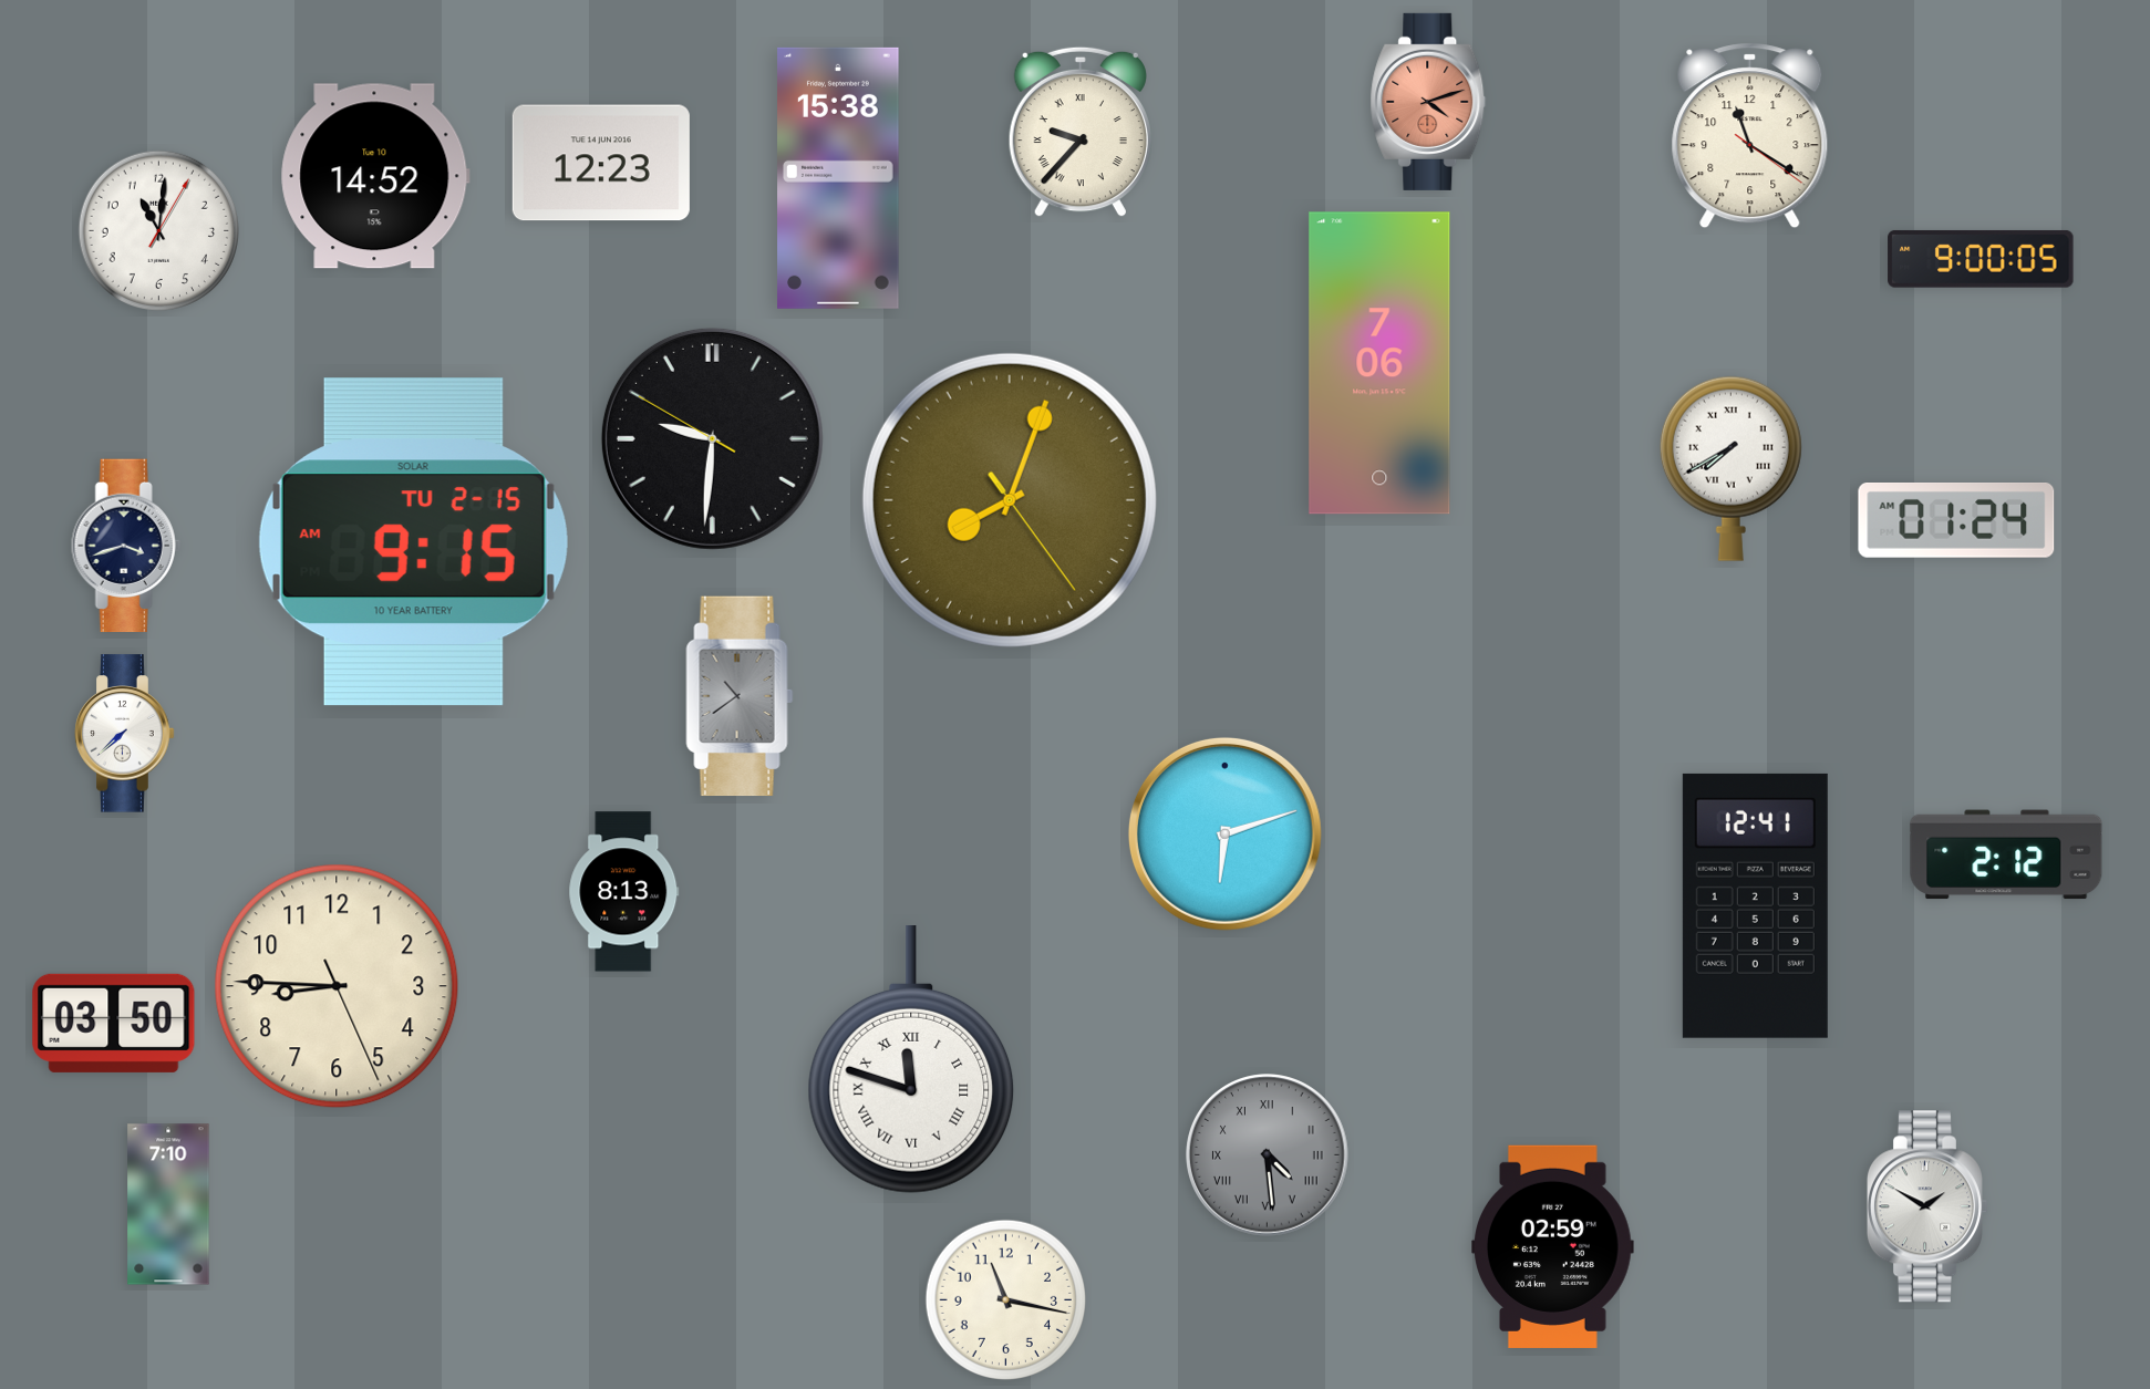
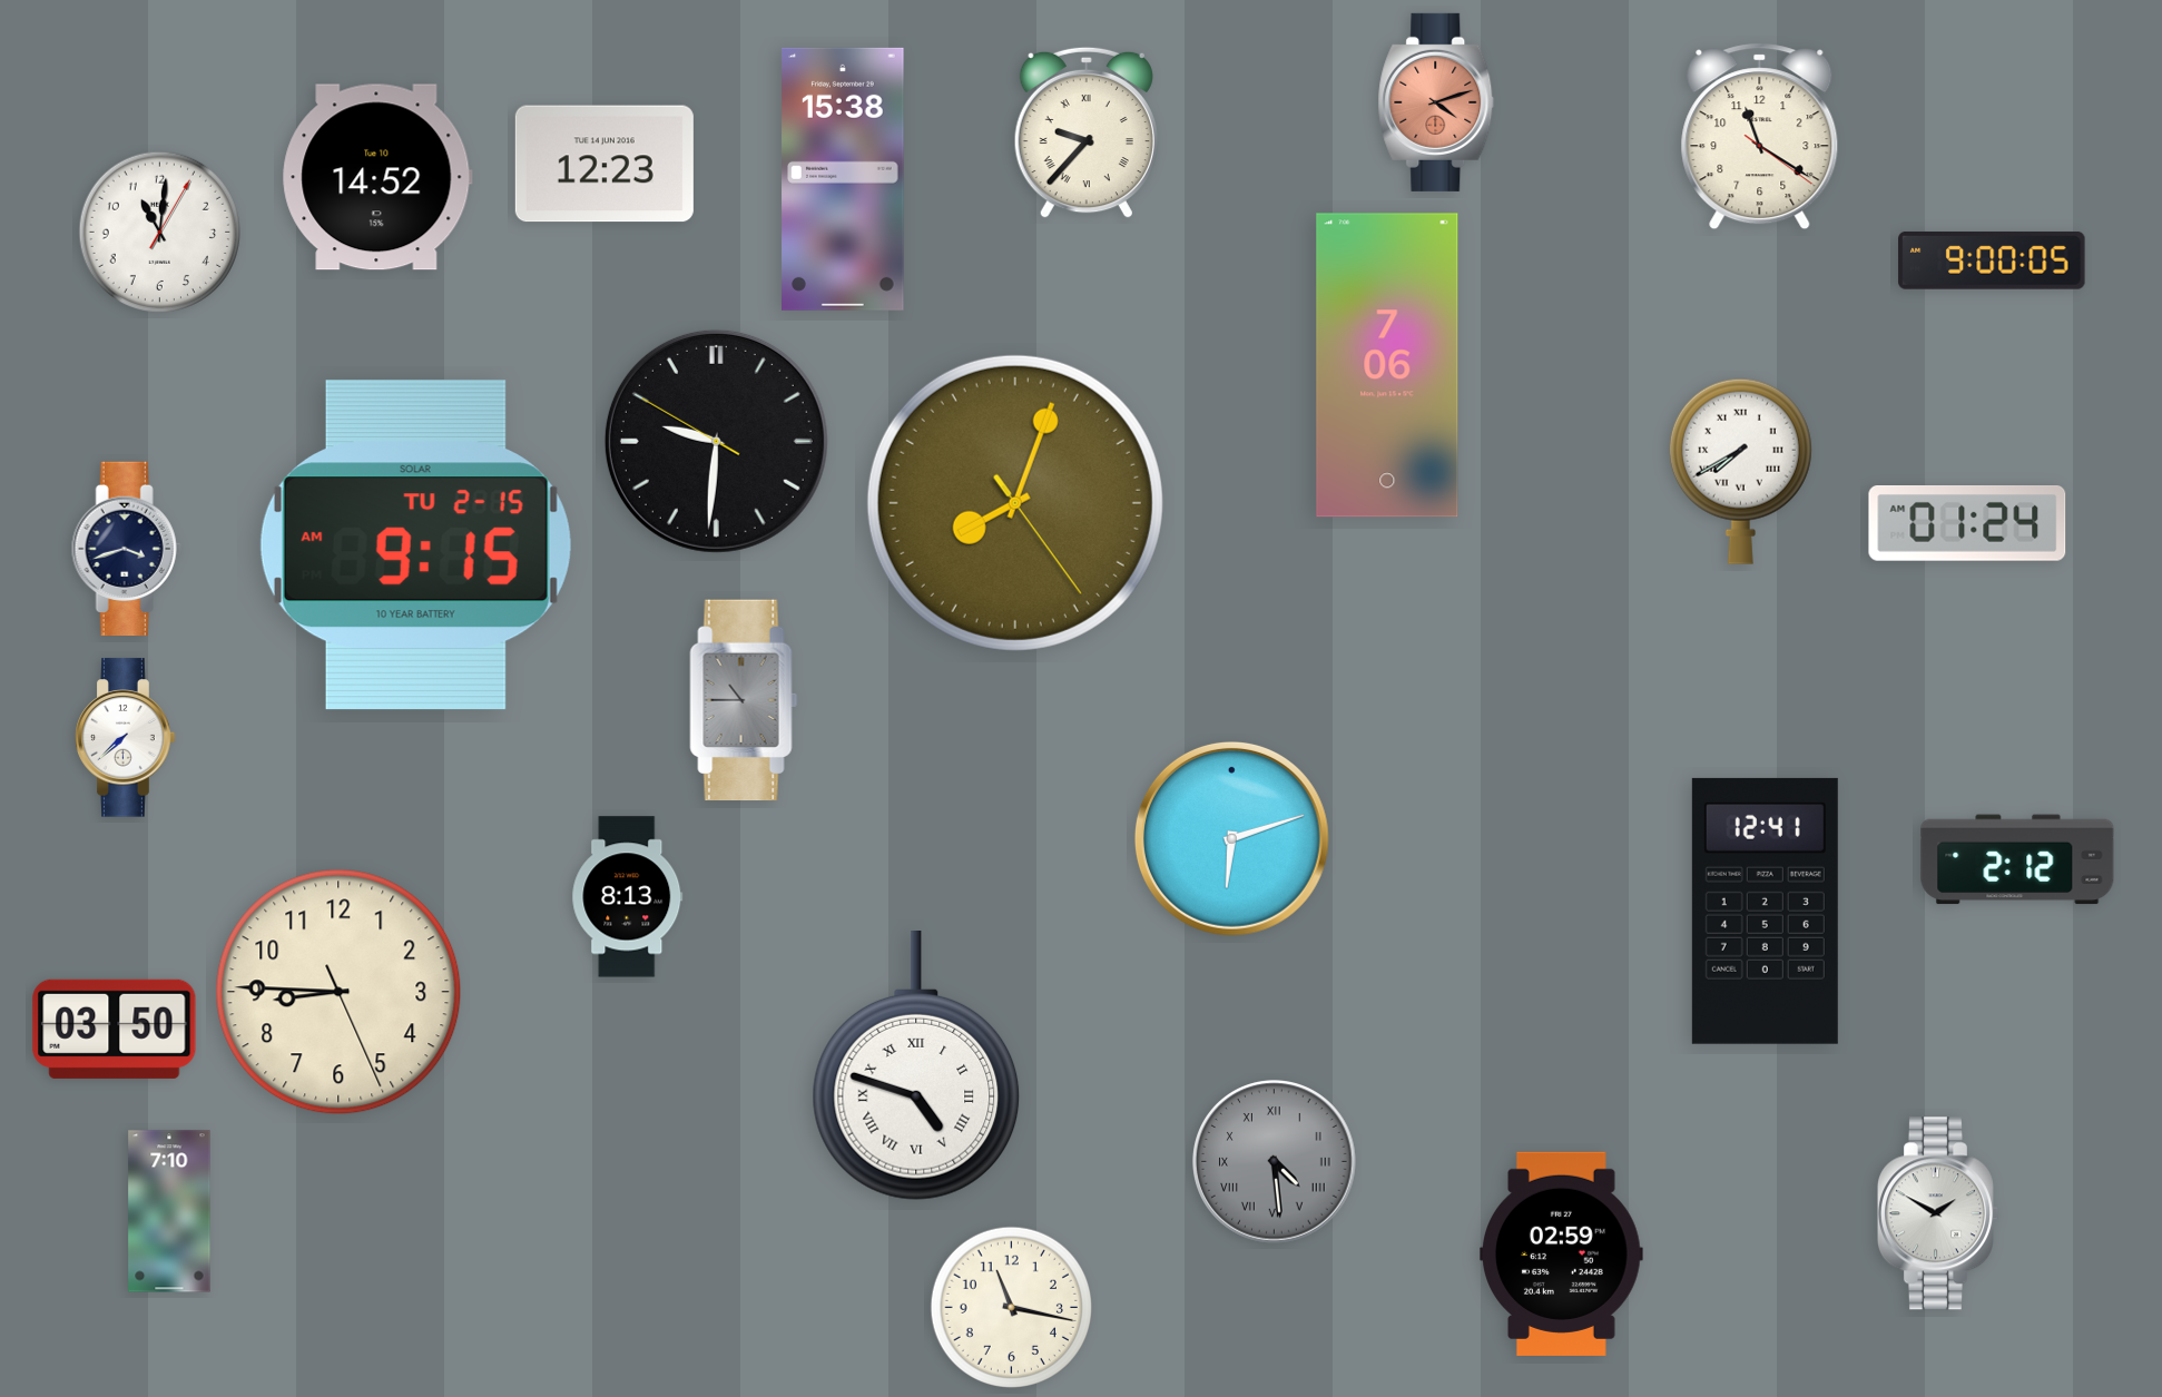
clock at (740, 696): 10:39 -> 10:45
clock at (911, 1060): 11:48 -> 4:48
